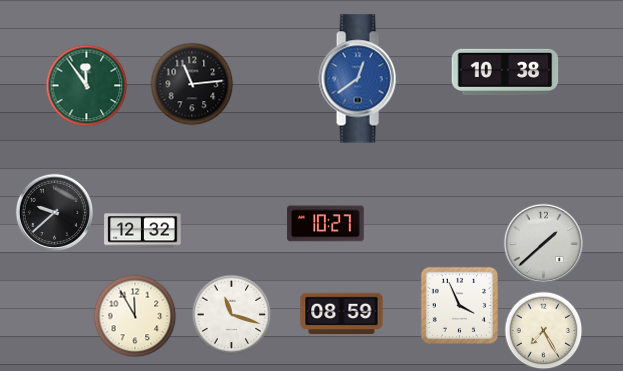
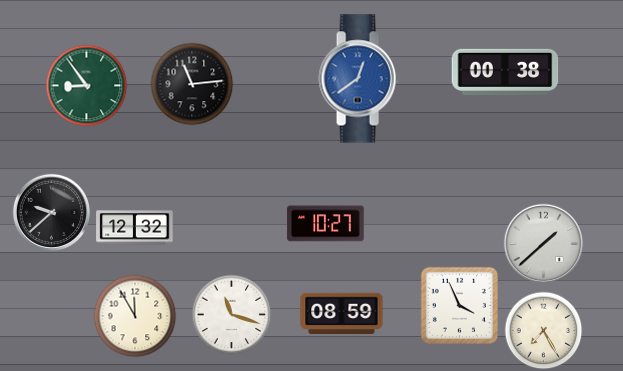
clock at (505, 72): 10:38 -> 00:38
clock at (86, 85): 11:54 -> 8:54
clock at (54, 212) position: (54, 212) -> (51, 212)
clock at (143, 231) position: (143, 231) -> (135, 228)
